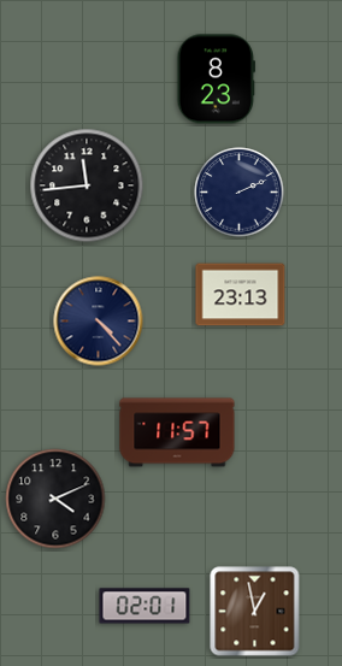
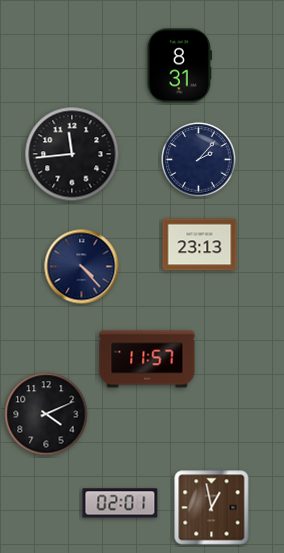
clock at (216, 79): 8:23 -> 8:31
clock at (240, 193): 2:11 -> 2:07
